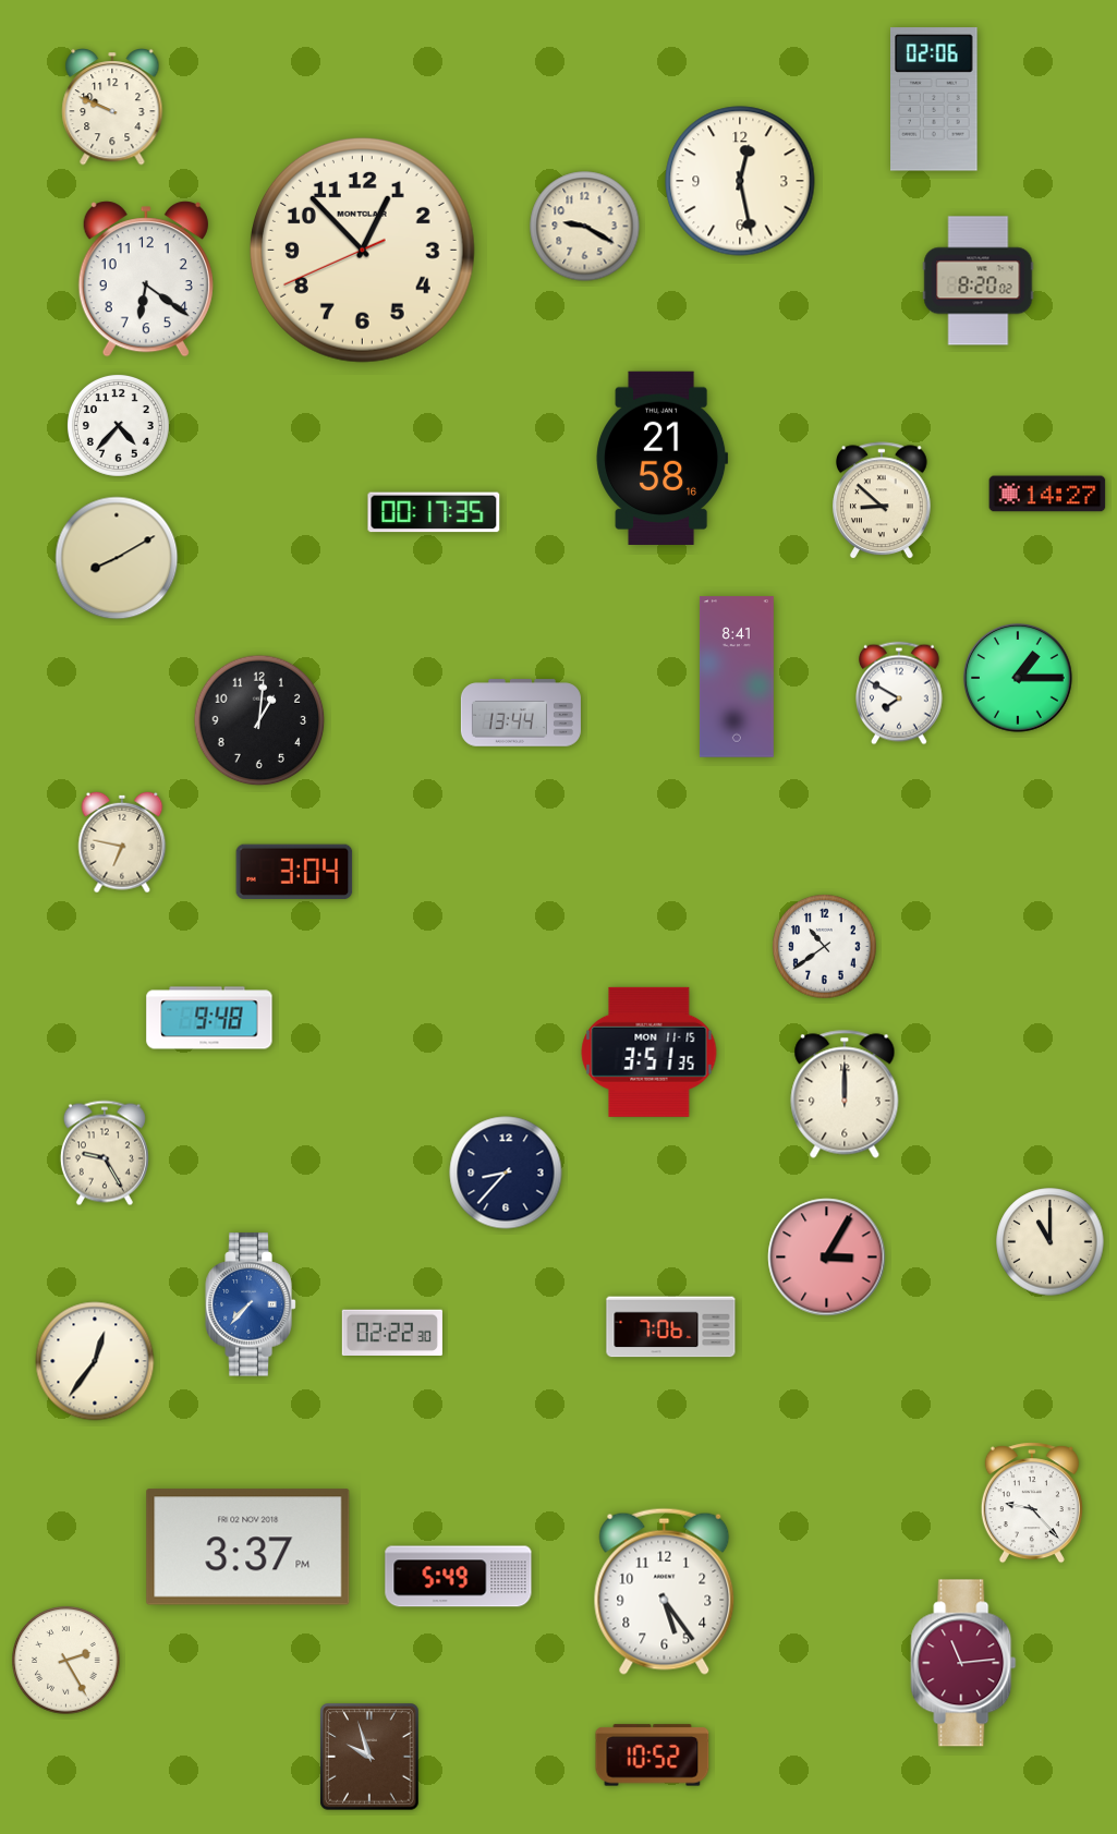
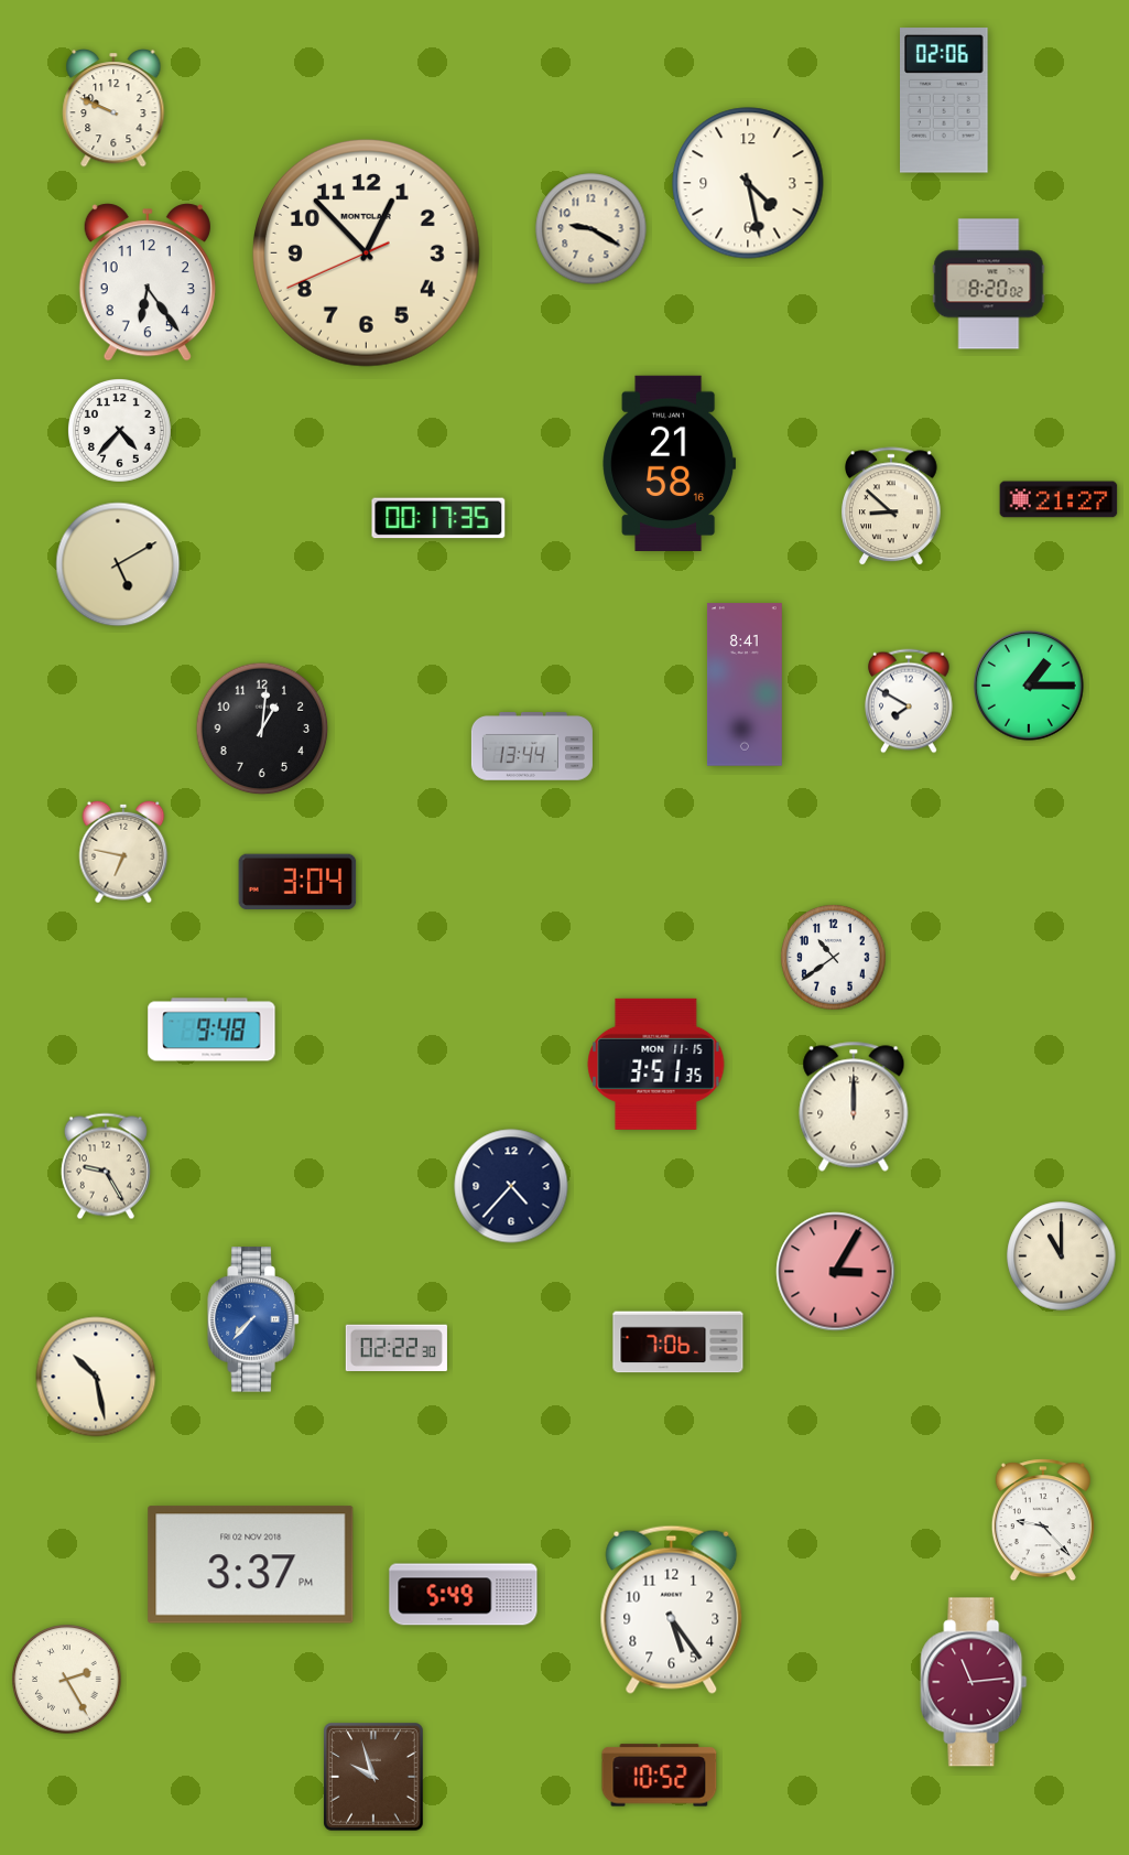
clock at (740, 181): 12:28 -> 4:28
clock at (146, 279): 6:21 -> 6:24
clock at (1047, 494): 14:27 -> 21:27
clock at (117, 558): 8:10 -> 5:10
clock at (521, 713) position: (521, 713) -> (532, 746)
clock at (506, 1173): 8:37 -> 4:37
clock at (95, 1361): 12:36 -> 10:28
